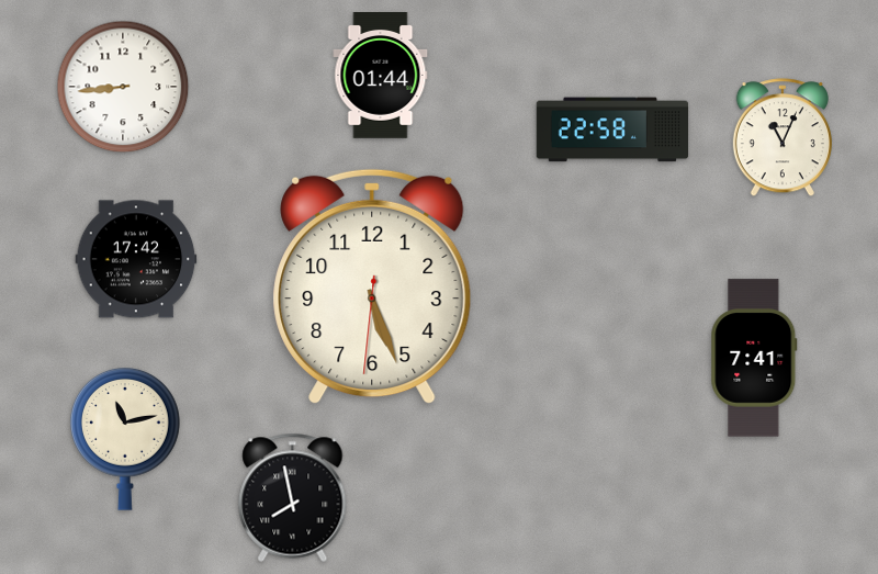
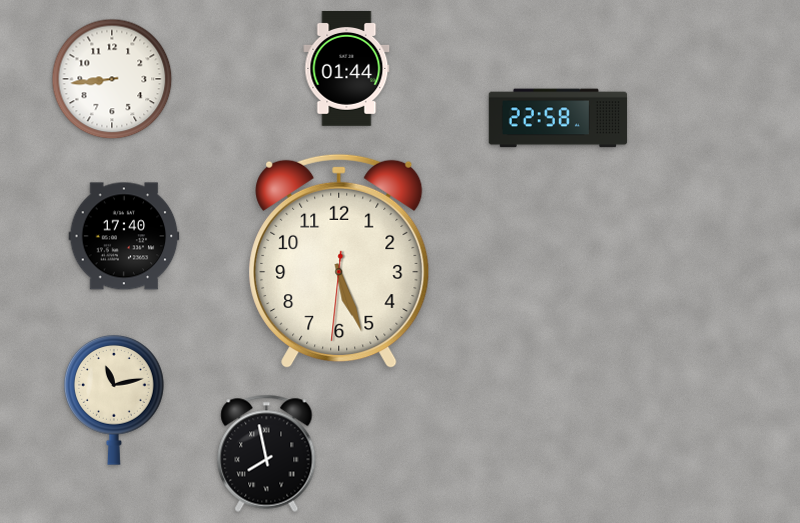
clock at (783, 138): 11:04 -> none
clock at (136, 259): 17:42 -> 17:40
clock at (754, 358): 7:41 -> none
